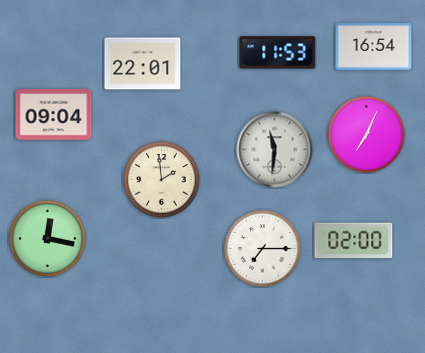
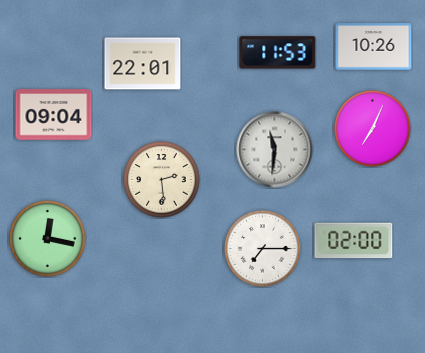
clock at (374, 47): 16:54 -> 10:26
clock at (367, 135) position: (367, 135) -> (373, 129)
clock at (162, 180): 1:59 -> 2:29
